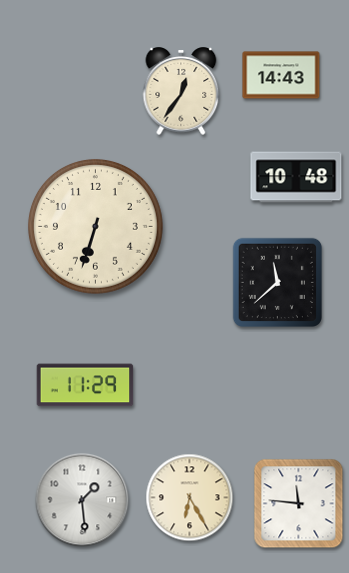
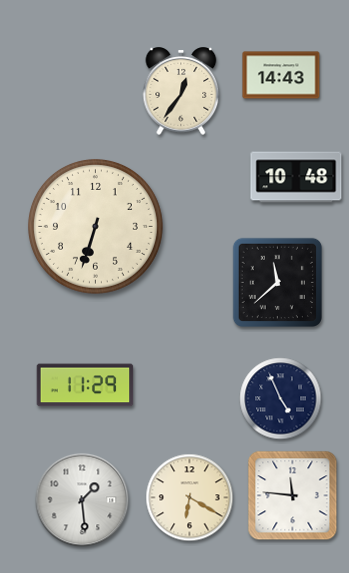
clock at (281, 399): none -> 4:56
clock at (190, 498): 6:25 -> 6:20
clock at (299, 504) position: (299, 504) -> (293, 496)
